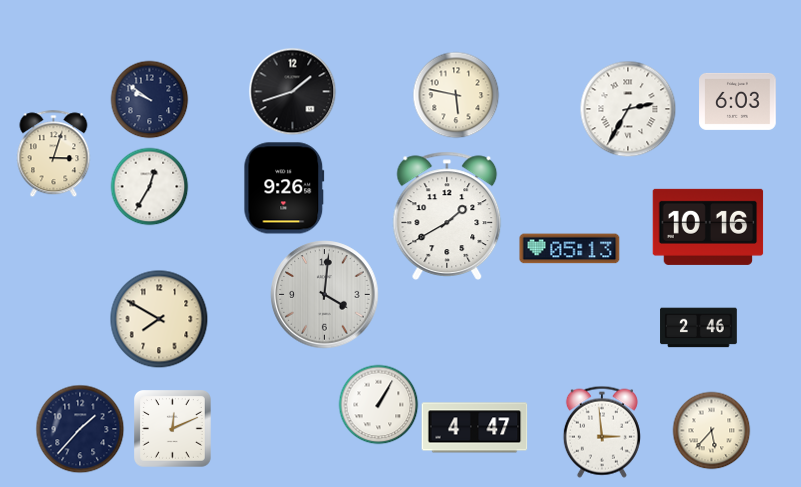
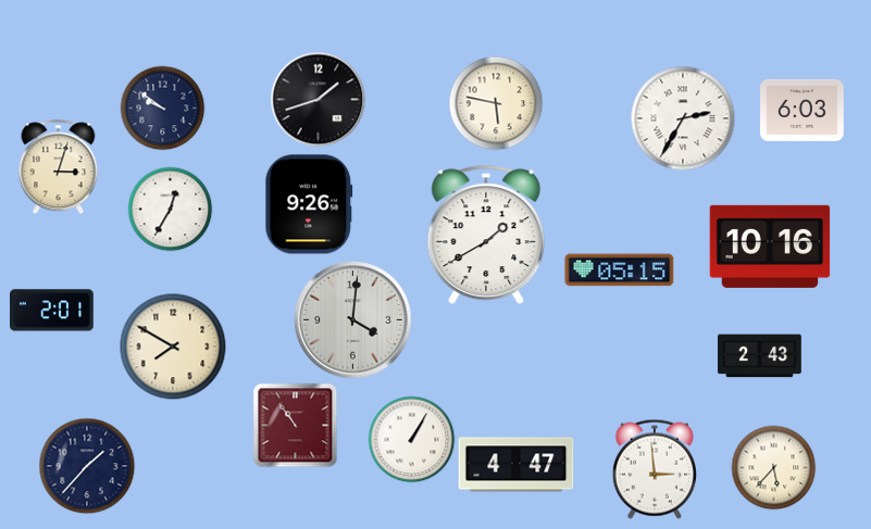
clock at (149, 186) position: (149, 186) -> (170, 209)
clock at (570, 249): 05:13 -> 05:15
clock at (52, 311): none -> 2:01
clock at (699, 328): 2:46 -> 2:43
clock at (295, 425): none -> 10:54
clock at (173, 429): 12:11 -> none
